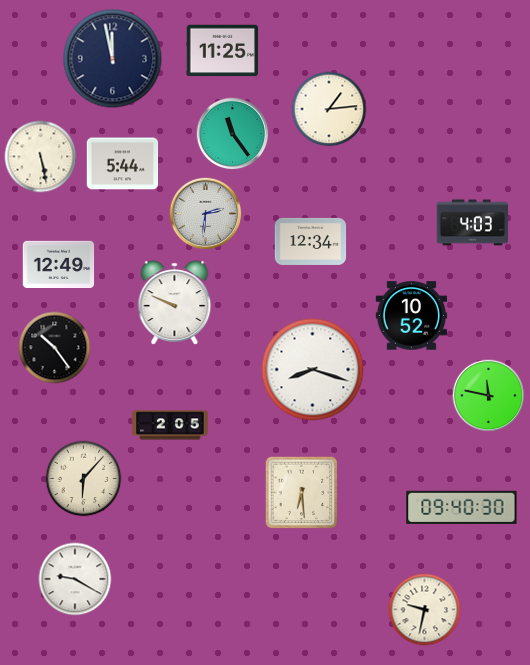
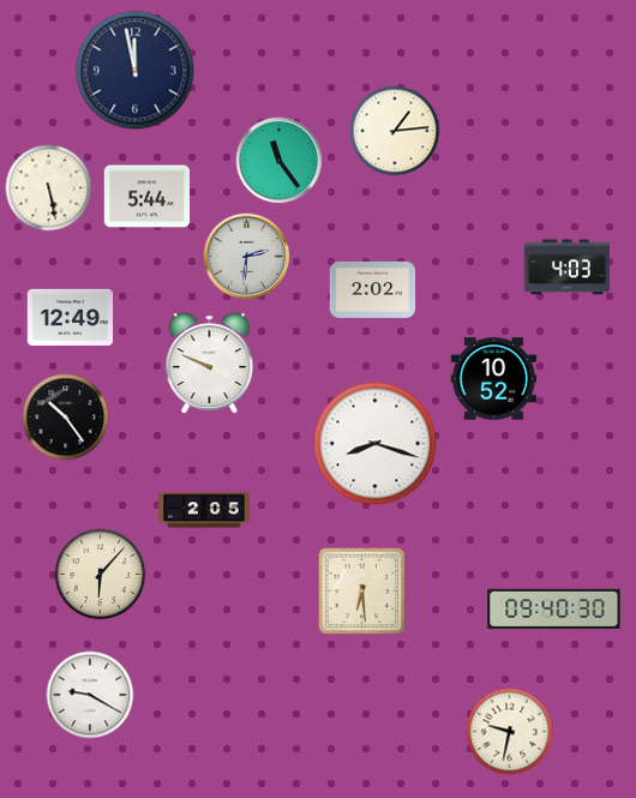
clock at (223, 51): 11:25 -> none
clock at (311, 241): 12:34 -> 2:02
clock at (489, 396): 11:47 -> none
